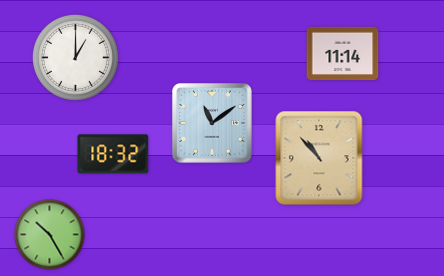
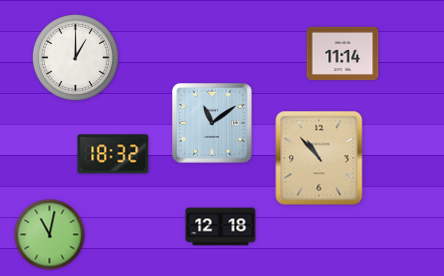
clock at (221, 227): none -> 12:18
clock at (50, 235): 10:25 -> 11:02
